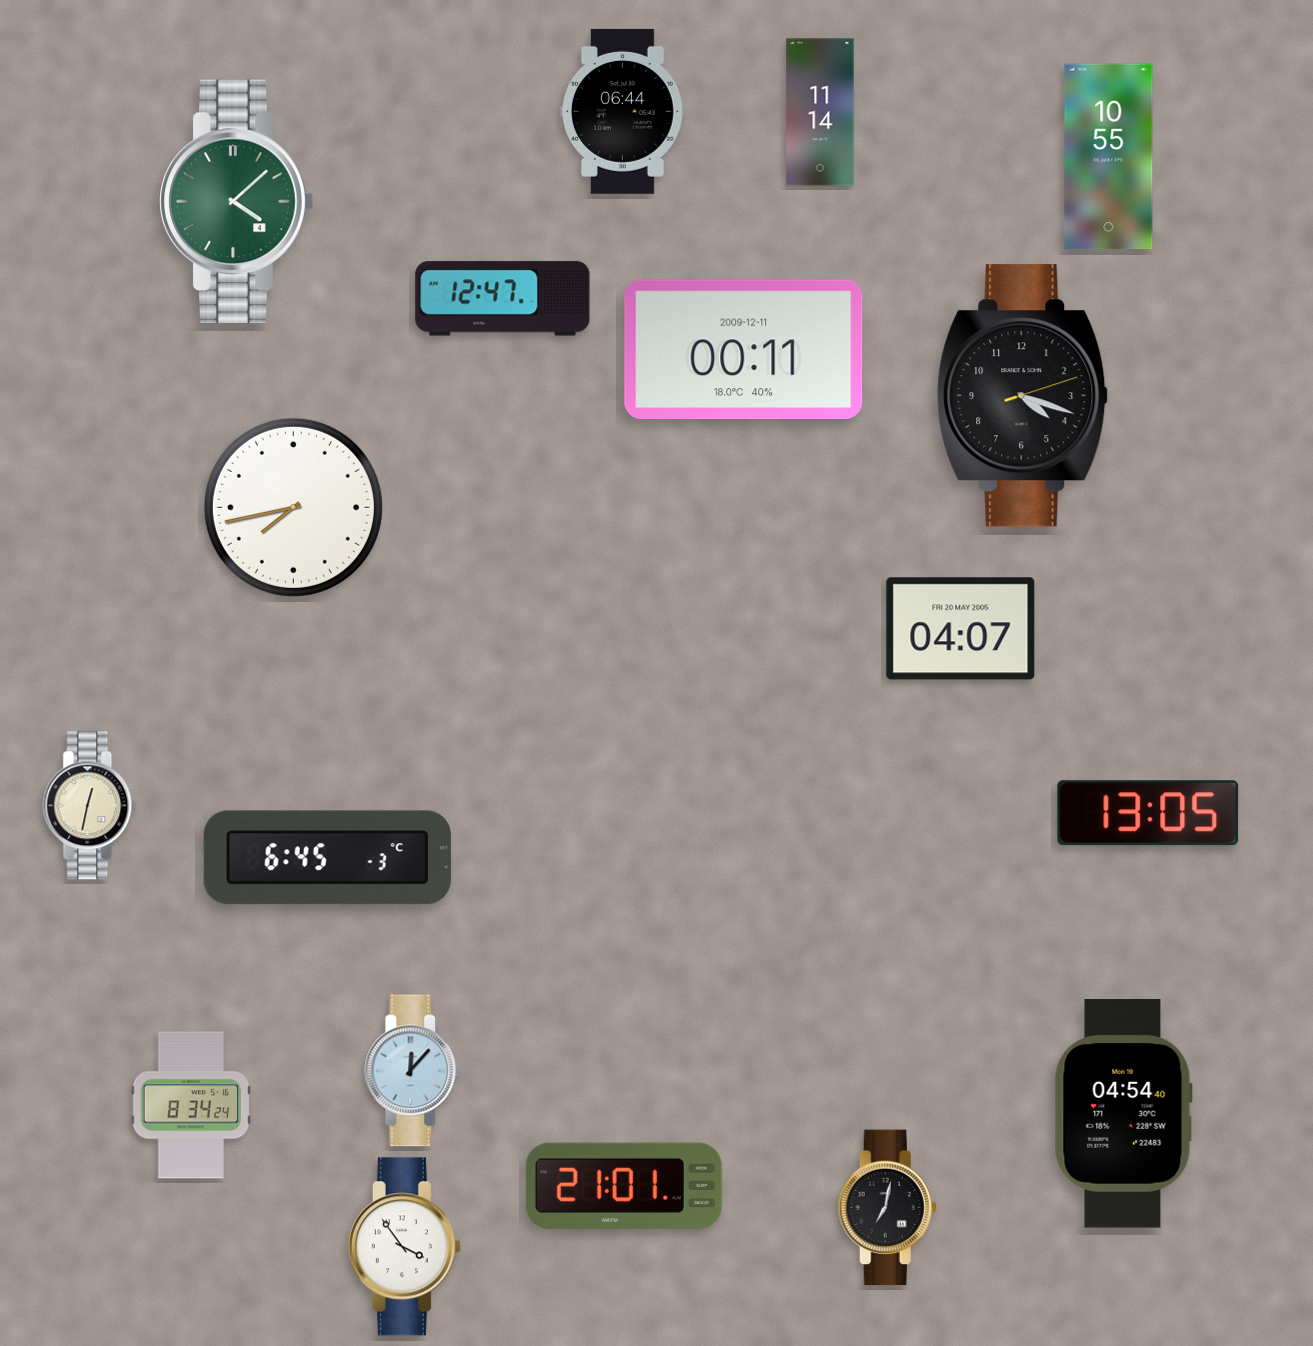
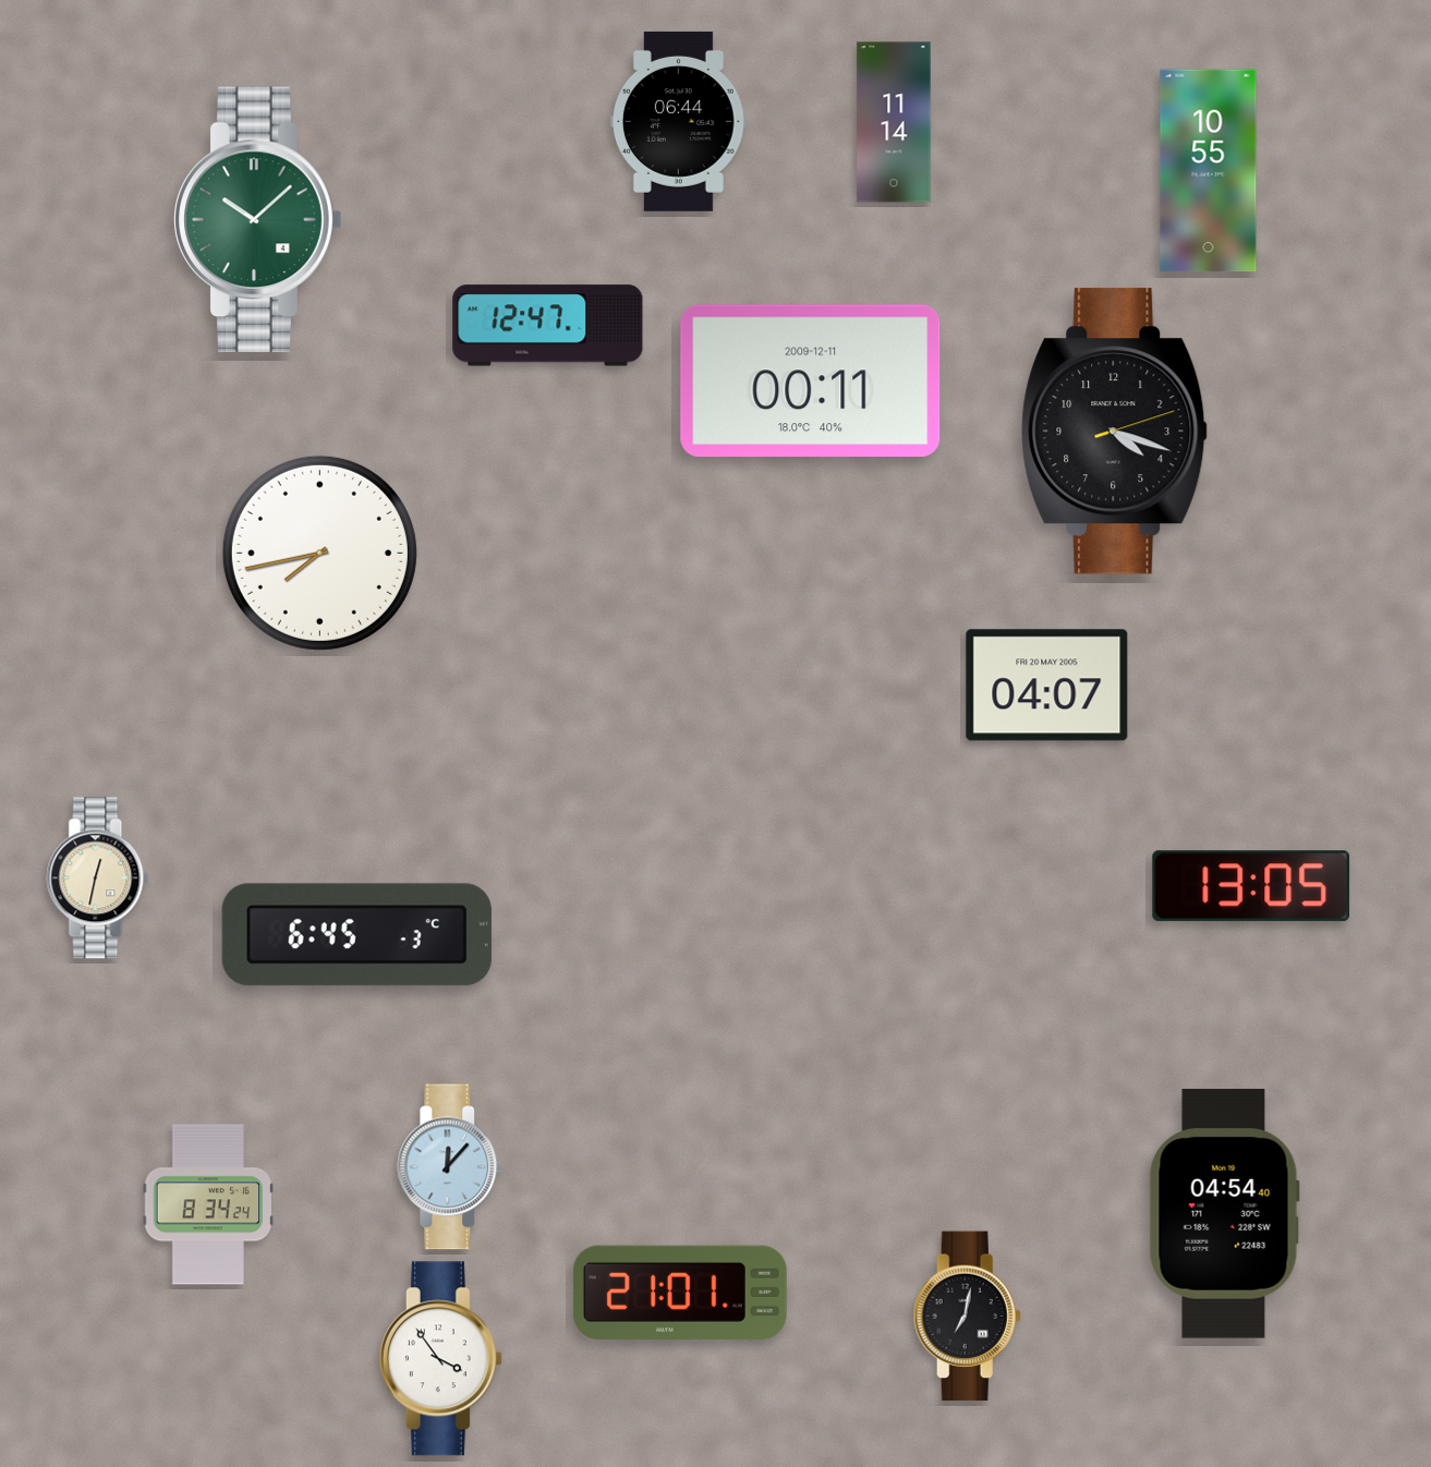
clock at (237, 201): 4:08 -> 10:08
